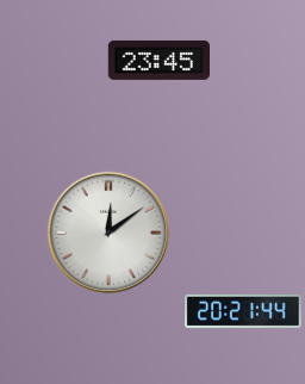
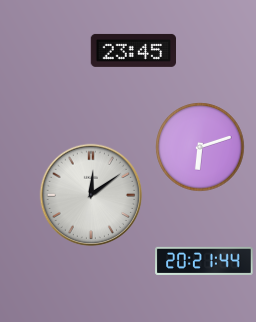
clock at (200, 147): none -> 6:12
